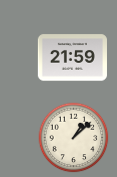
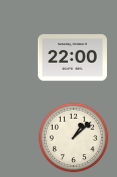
clock at (72, 58): 21:59 -> 22:00
